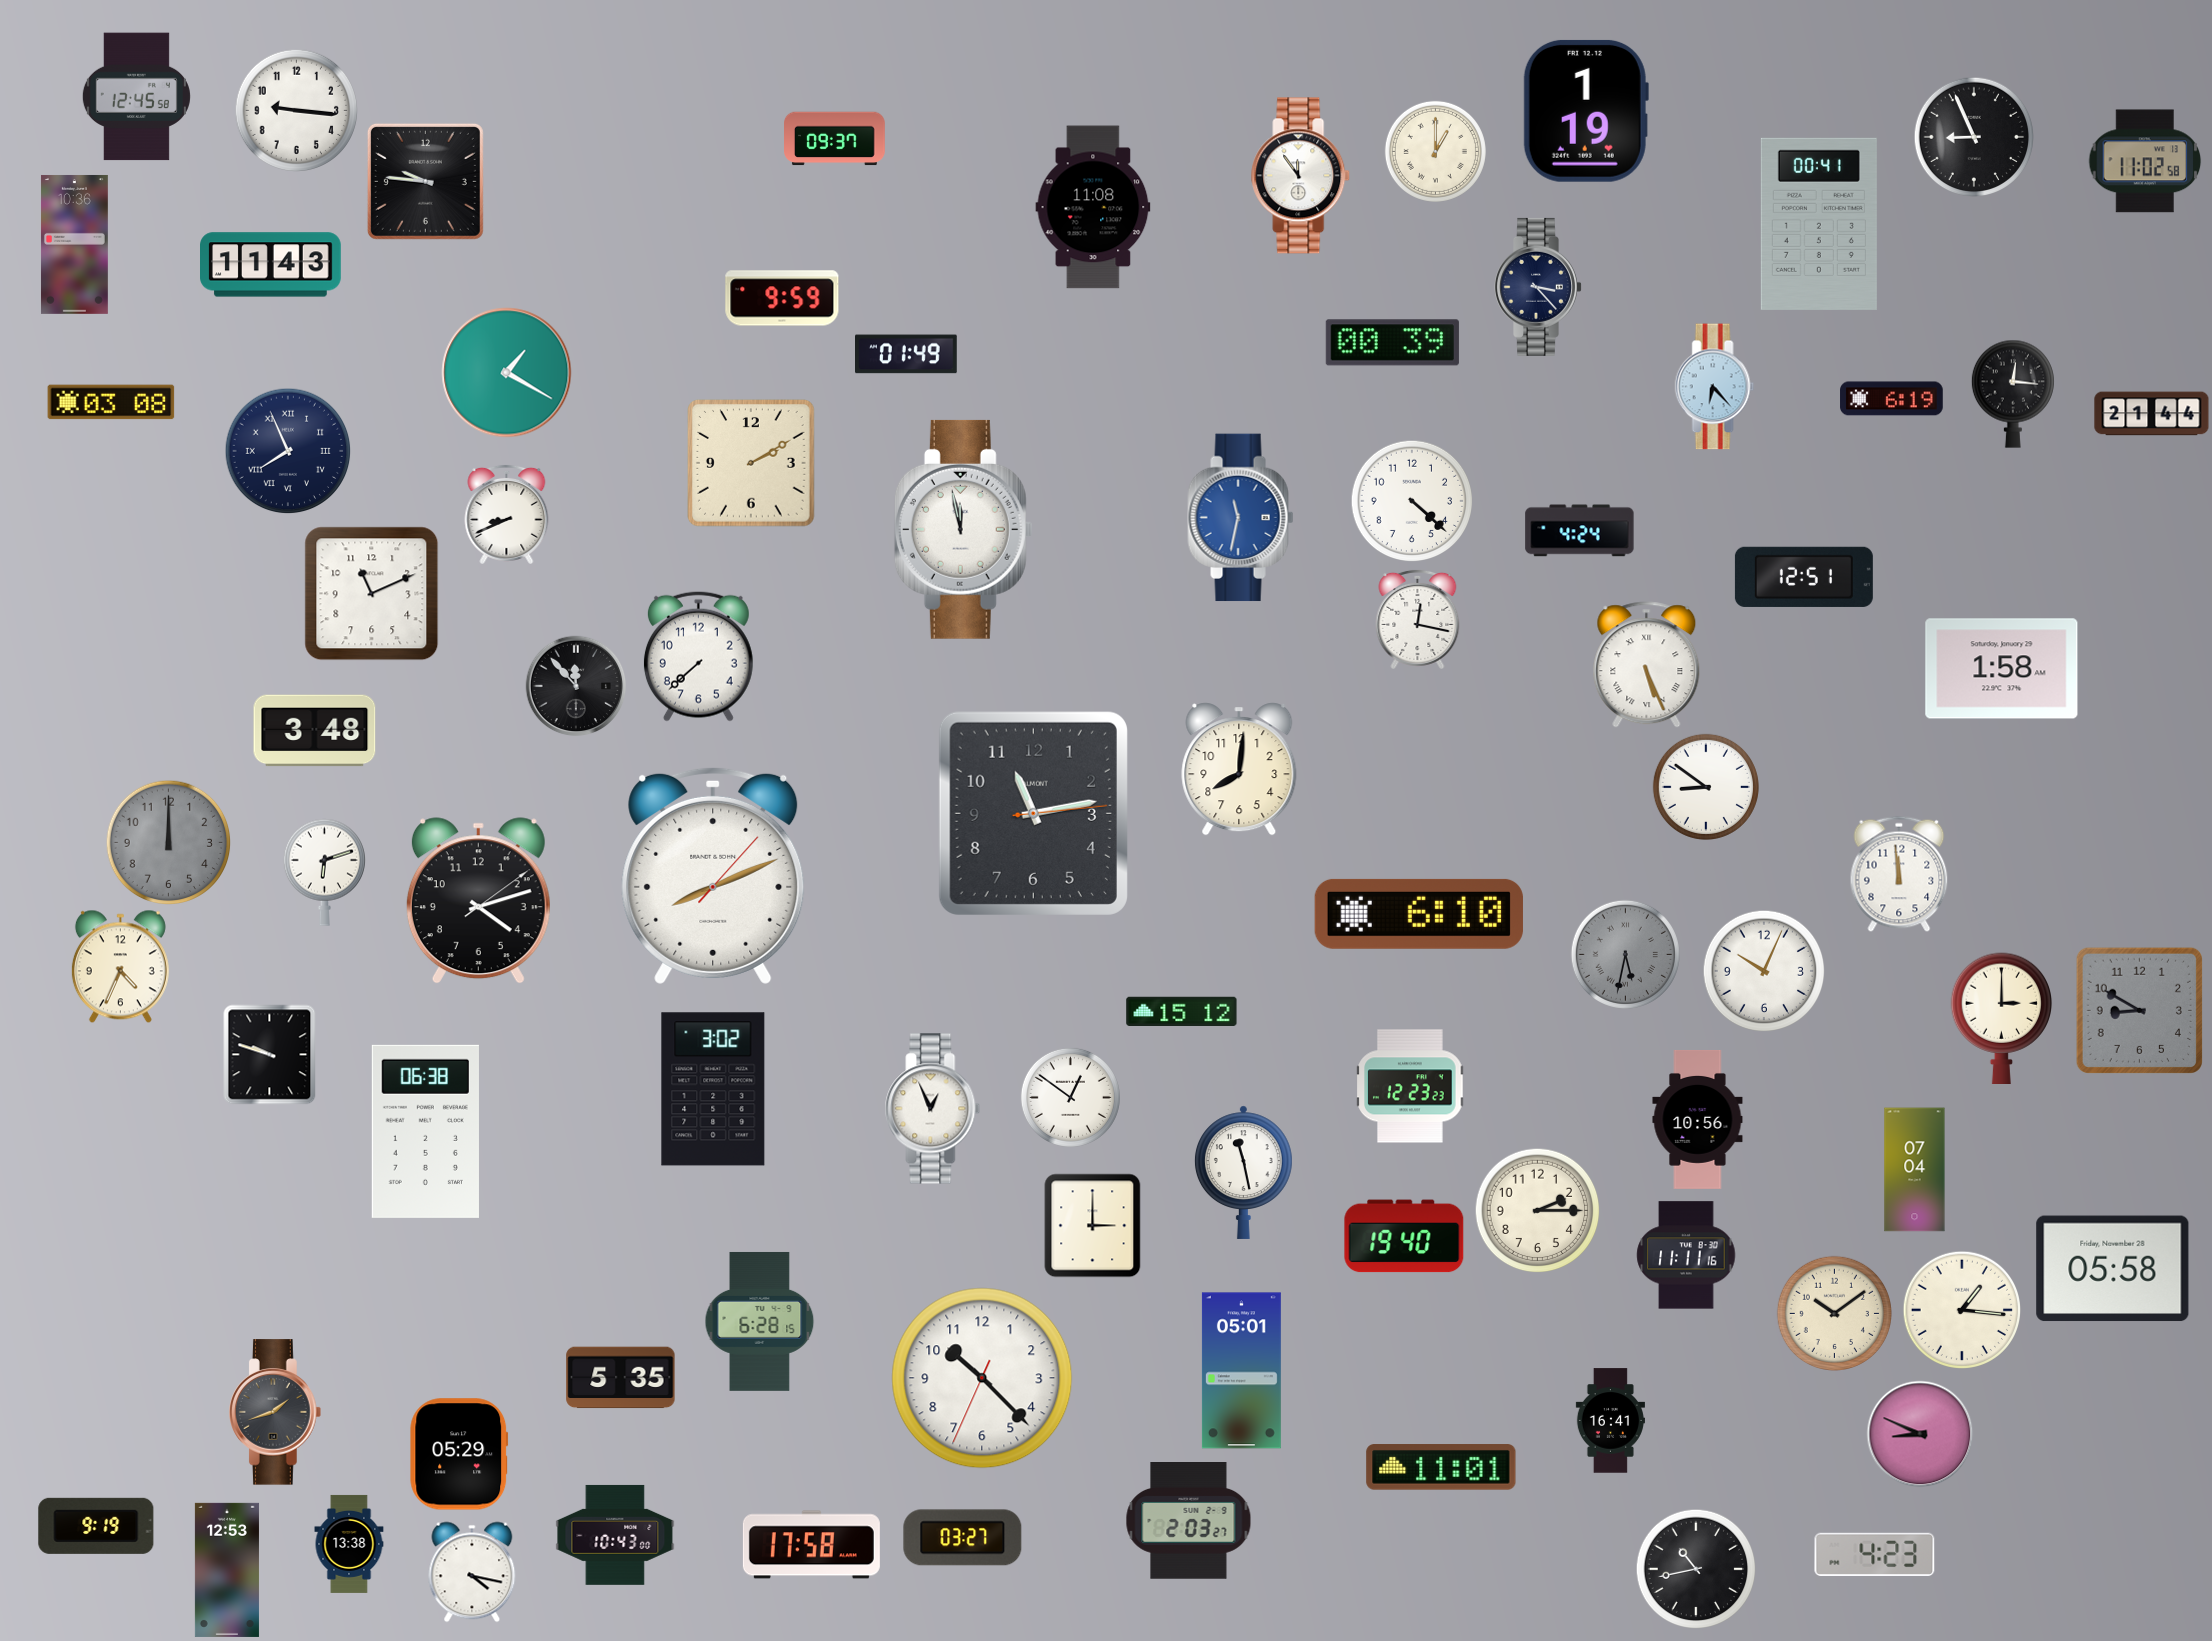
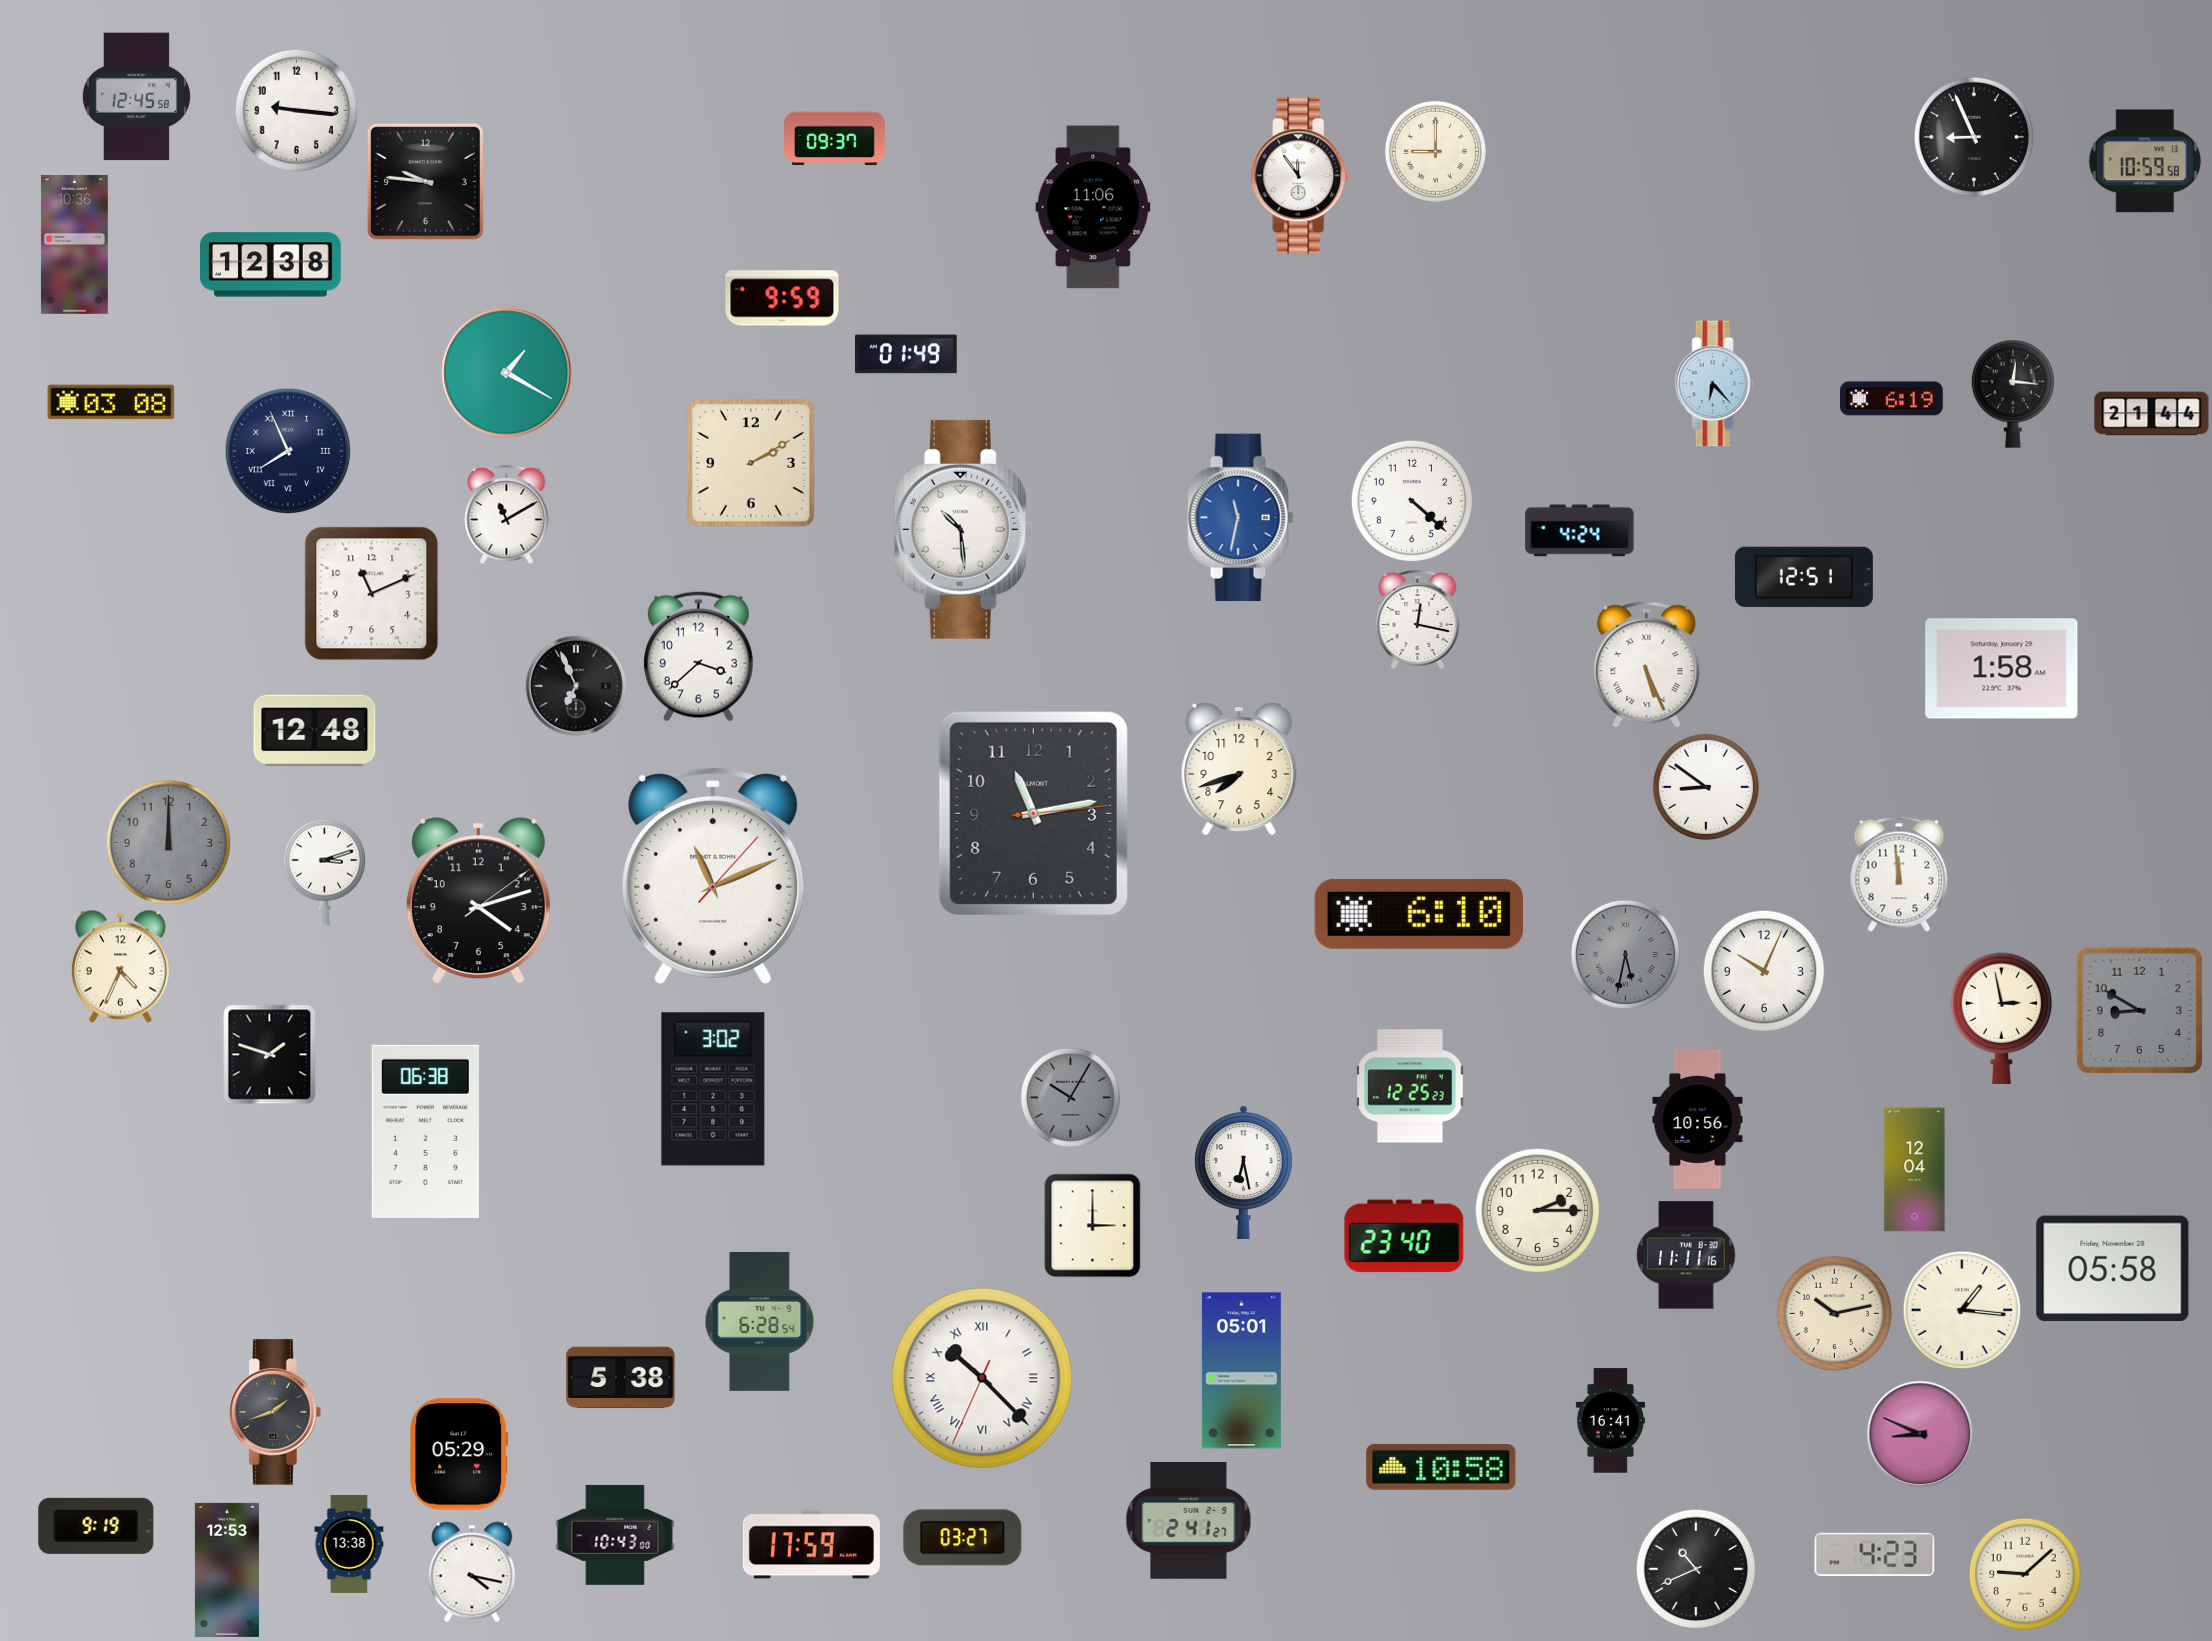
clock at (1586, 111): 1:19 -> none
clock at (1435, 151): 1:00 -> 9:00
clock at (2145, 161): 11:02 -> 10:59
clock at (1093, 207): 11:08 -> 11:06
clock at (1819, 224): 00:41 -> none
clock at (271, 265): 11:43 -> 12:38
clock at (1539, 287): 3:23 -> none
clock at (1392, 343): 00:39 -> none
clock at (1715, 387) position: (1715, 387) -> (1715, 384)
clock at (507, 514): 8:41 -> 11:10
clock at (963, 529): 11:58 -> 10:29
clock at (698, 656): 7:38 -> 3:38
clock at (576, 686): 11:53 -> 6:56
clock at (315, 731): 3:48 -> 12:48
clock at (1239, 769): 8:01 -> 7:42
clock at (324, 872): 6:12 -> 3:12
clock at (713, 875): 8:11 -> 11:11
clock at (1182, 1012): 15:12 -> none
clock at (2002, 1018): 3:00 -> 2:58
clock at (270, 1055): 9:48 -> 1:48
clock at (1410, 1086): 12:23 -> 12:25
clock at (1070, 1097): 12:51 -> 10:05
clock at (1070, 1097) dial: white -> grey
clock at (933, 1109): 12:56 -> none
clock at (1915, 1170): 07:04 -> 12:04
clock at (1243, 1172): 11:28 -> 6:28
clock at (1404, 1236): 19:40 -> 23:40
clock at (1834, 1313): 10:09 -> 10:13
clock at (760, 1321): 6:28:15 -> 6:28:54
clock at (621, 1378): 5:35 -> 5:38
clock at (982, 1378) numerals: Arabic -> Roman
clock at (1441, 1467): 11:01 -> 10:58
clock at (1189, 1521): 2:03 -> 2:41
clock at (811, 1545): 17:58 -> 17:59
clock at (1695, 1568): 10:43 -> 10:41
clock at (2025, 1574): none -> 9:08
